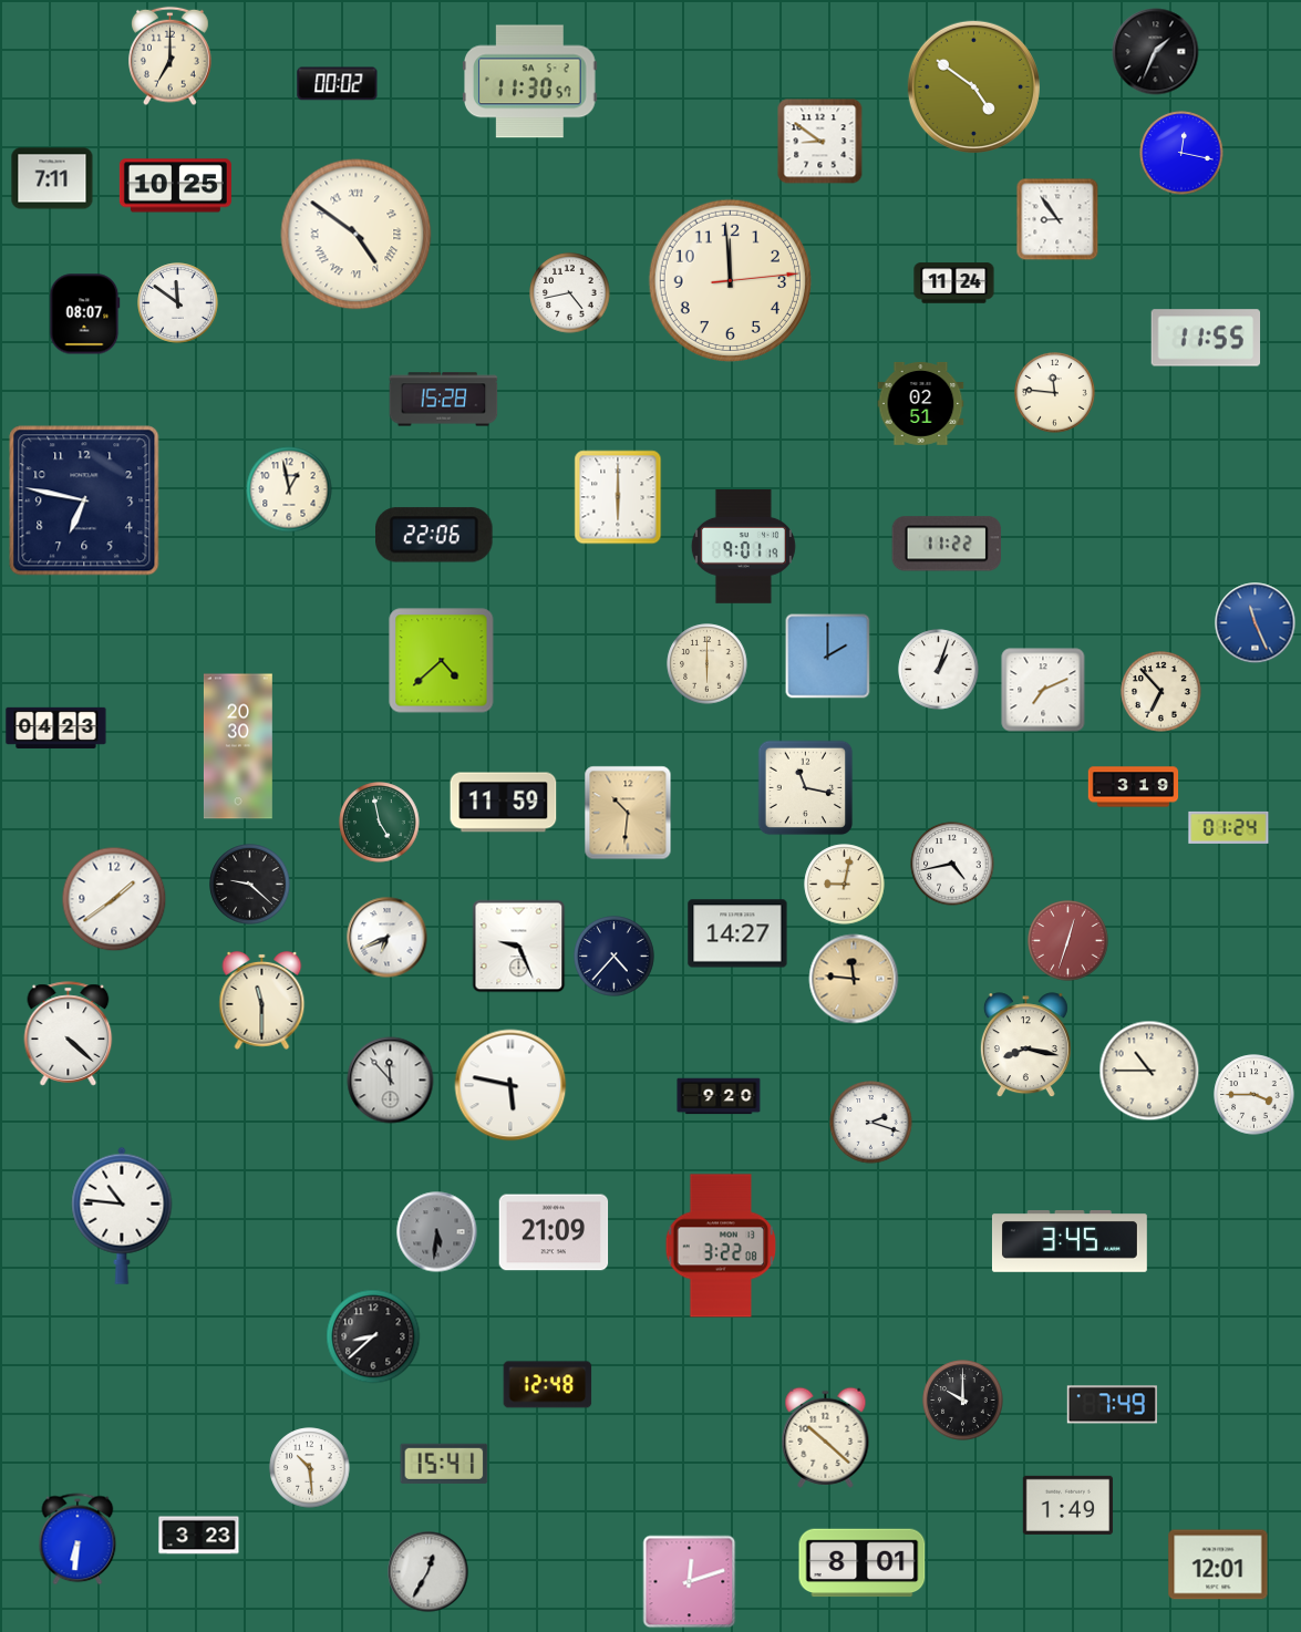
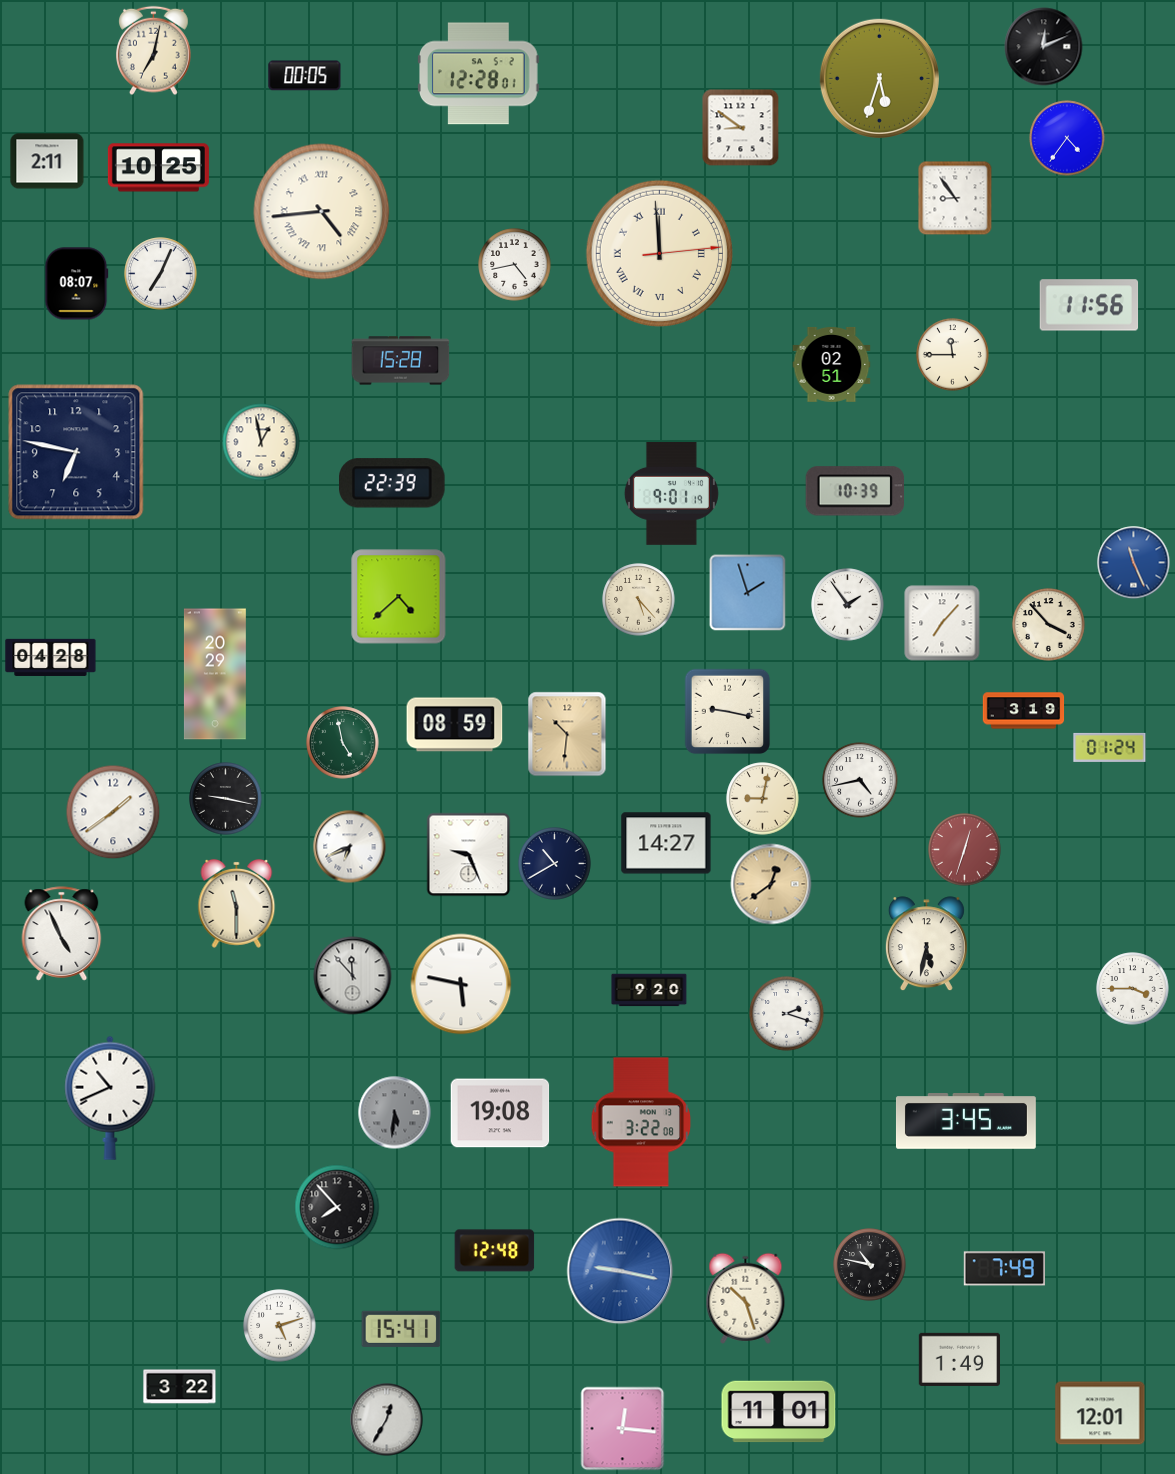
clock at (1156, 52): 1:34 -> 12:11
clock at (171, 56): 7:00 -> 7:02
clock at (530, 82): 11:30 -> 12:28
clock at (338, 84): 00:02 -> 00:05
clock at (973, 86): 4:51 -> 5:33
clock at (1181, 153): 12:17 -> 4:36
clock at (52, 178): 7:11 -> 2:11
clock at (357, 235): 4:51 -> 4:44
clock at (730, 280) numerals: Arabic -> Roman
clock at (954, 283): 11:24 -> none
clock at (178, 303): 11:51 -> 7:04
clock at (1206, 338): 11:55 -> 11:56
clock at (1055, 393): 11:46 -> 11:45
clock at (618, 497): 6:00 -> none
clock at (434, 535): 22:06 -> 22:39
clock at (946, 544): 11:22 -> 10:39
clock at (828, 657): 2:00 -> 1:57
clock at (708, 664): 6:00 -> 5:23
clock at (939, 670): 1:03 -> 1:54
clock at (1043, 690): 7:11 -> 7:07
clock at (1161, 692): 6:53 -> 3:53
clock at (56, 727): 04:23 -> 04:28
clock at (238, 746): 20:30 -> 20:29
clock at (806, 788): 11:17 -> 9:17
clock at (504, 803): 11:59 -> 08:59
clock at (250, 885): 9:22 -> 9:17
clock at (114, 899) position: (114, 899) -> (113, 812)
clock at (615, 957): 4:37 -> 10:40
clock at (854, 979): 11:46 -> 12:39
clock at (69, 1034): 4:22 -> 4:56
clock at (1025, 1045): 8:17 -> 5:32
clock at (1149, 1071): 10:45 -> none
clock at (510, 1085) position: (510, 1085) -> (461, 984)
clock at (122, 1216): 10:46 -> 10:41
clock at (554, 1232): 21:09 -> 19:08
clock at (721, 1246) position: (721, 1246) -> (641, 1122)
clock at (373, 1336): 8:38 -> 7:53
clock at (963, 1401): 10:00 -> 10:47
clock at (620, 1271): none -> 9:17
clock at (826, 1437): 10:22 -> 10:27
clock at (444, 1464) position: (444, 1464) -> (401, 1329)
clock at (310, 1468): 10:29 -> 5:12
clock at (1067, 1505) position: (1067, 1505) -> (959, 1359)
clock at (199, 1536): 3:23 -> 3:22
clock at (78, 1539): 6:31 -> none
clock at (863, 1563): 8:01 -> 11:01
clock at (690, 1582): 12:12 -> 12:16
